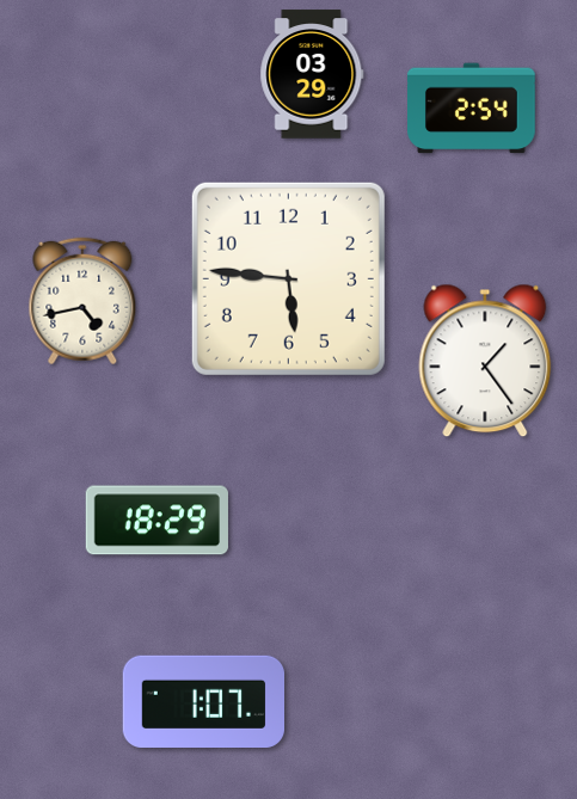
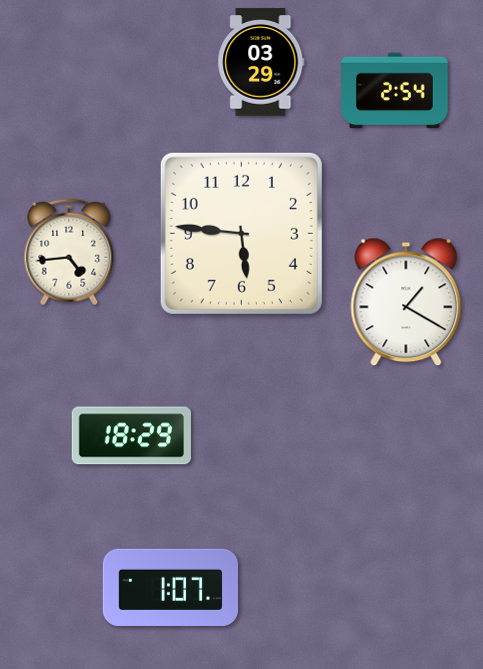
clock at (82, 301): 4:43 -> 4:44
clock at (485, 361): 1:24 -> 1:20
